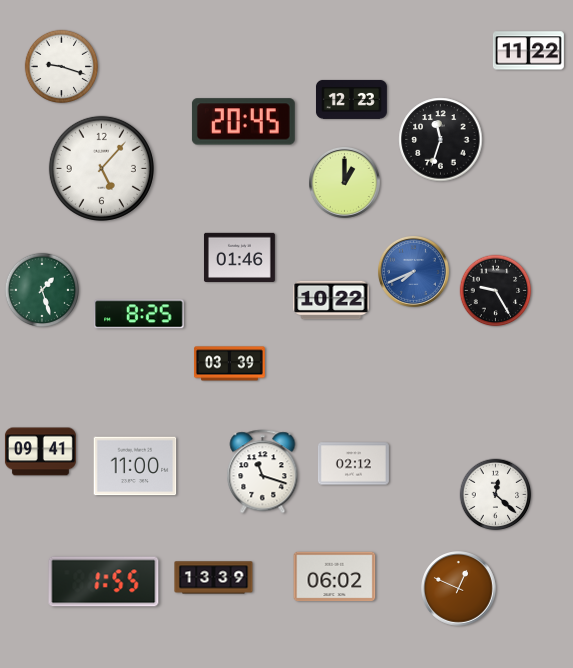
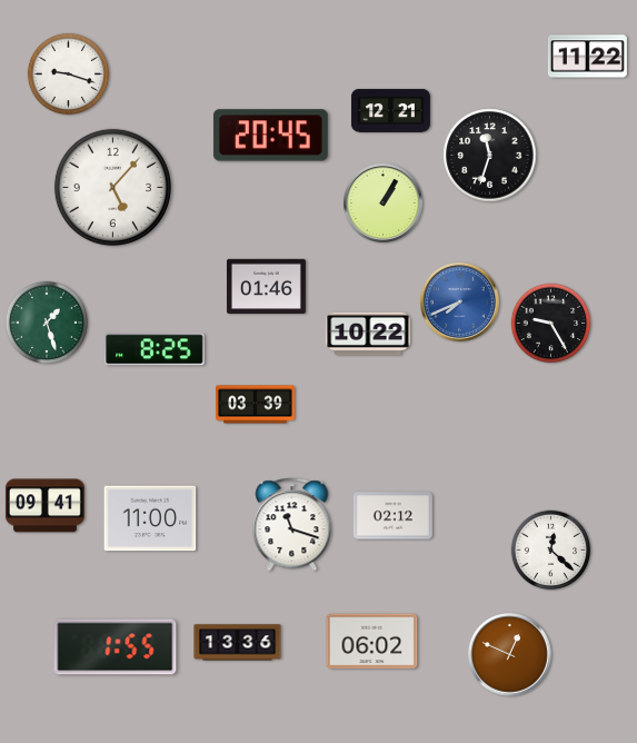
clock at (351, 99): 12:23 -> 12:21
clock at (344, 182): 1:00 -> 1:05
clock at (40, 452) position: (40, 452) -> (44, 506)
clock at (214, 578): 13:39 -> 13:36
